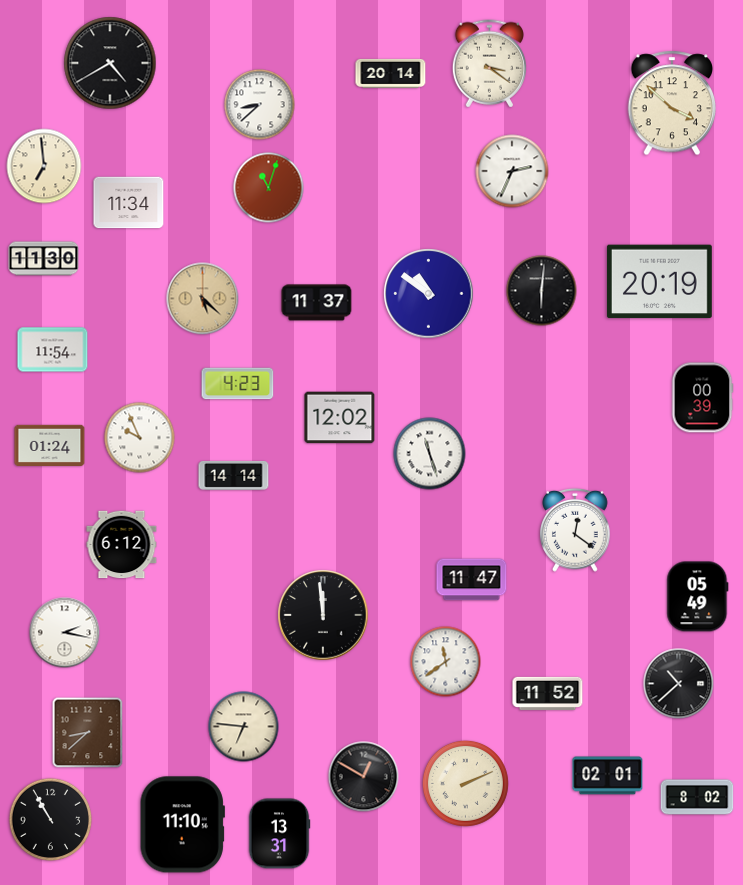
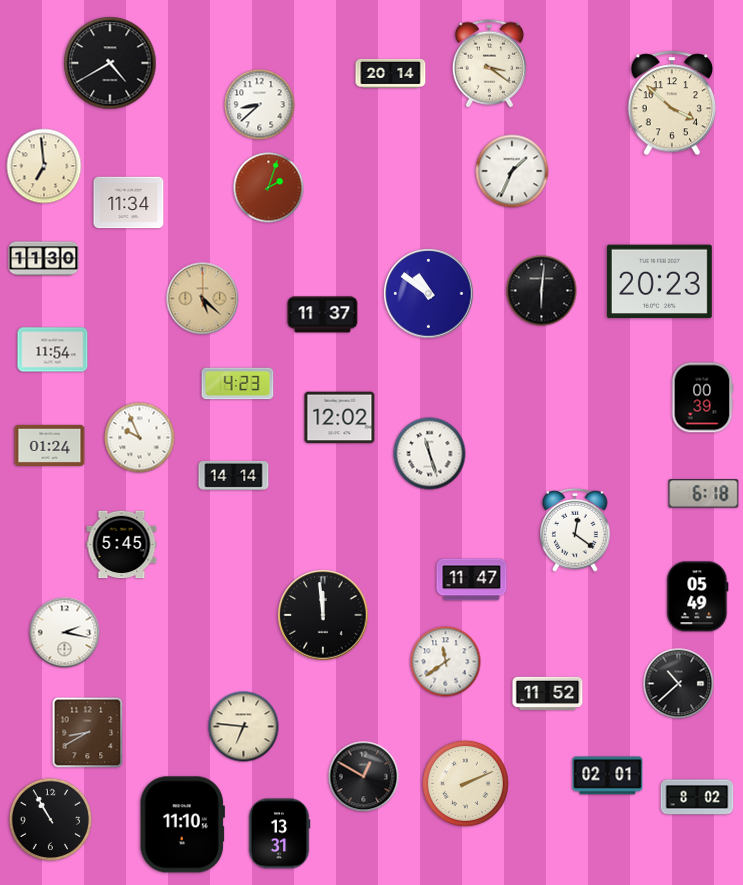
clock at (512, 171): 2:34 -> 1:34
clock at (269, 188): 11:03 -> 2:03
clock at (659, 282): 20:19 -> 20:23
clock at (317, 303) position: (317, 303) -> (323, 315)
clock at (704, 494): none -> 6:18
clock at (122, 545): 6:12 -> 5:45
clock at (88, 733): 8:38 -> 8:40
